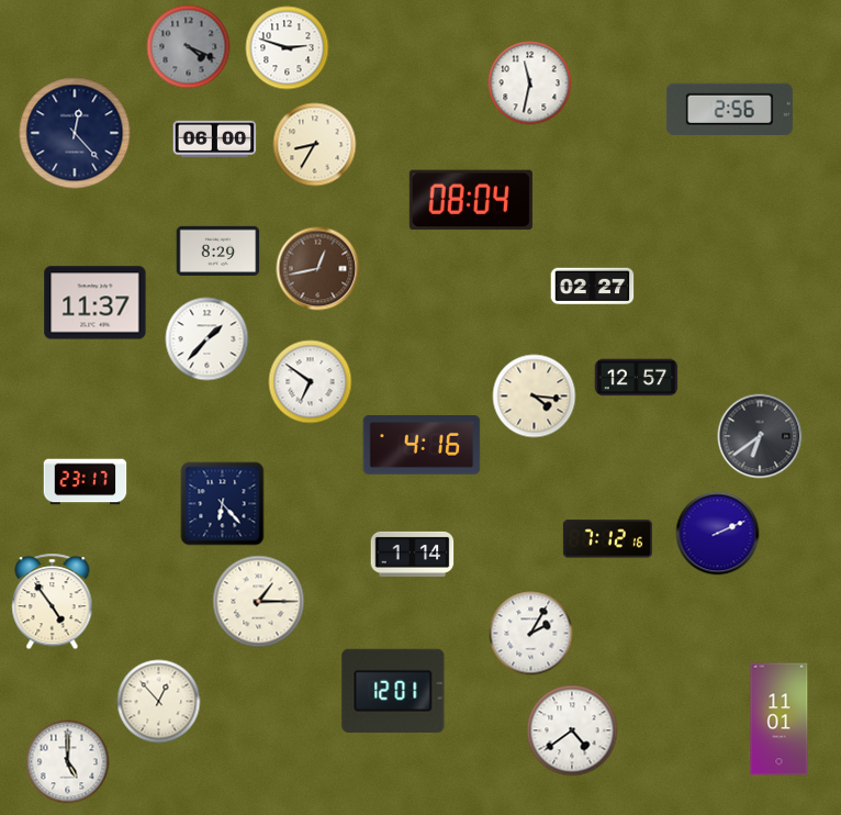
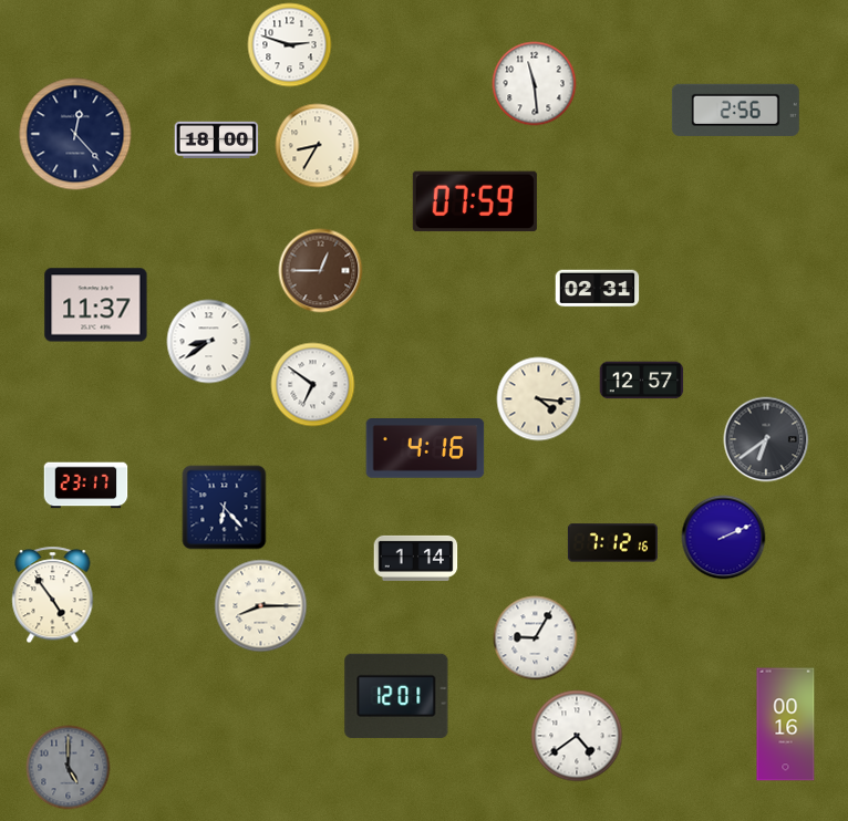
clock at (189, 47): 4:19 -> none
clock at (288, 48) position: (288, 48) -> (290, 45)
clock at (530, 83): 11:32 -> 11:29
clock at (215, 138): 06:00 -> 18:00
clock at (471, 200): 08:04 -> 07:59
clock at (218, 250): 8:29 -> none
clock at (318, 269): 12:43 -> 12:45
clock at (593, 287): 02:27 -> 02:31
clock at (208, 339): 1:37 -> 8:39
clock at (53, 602) position: (53, 602) -> (53, 595)
clock at (259, 602): 1:15 -> 8:15
clock at (531, 634): 2:05 -> 9:05
clock at (159, 702): 12:53 -> none
clock at (780, 719): 11:01 -> 00:16
clock at (68, 762) dial: white -> grey
